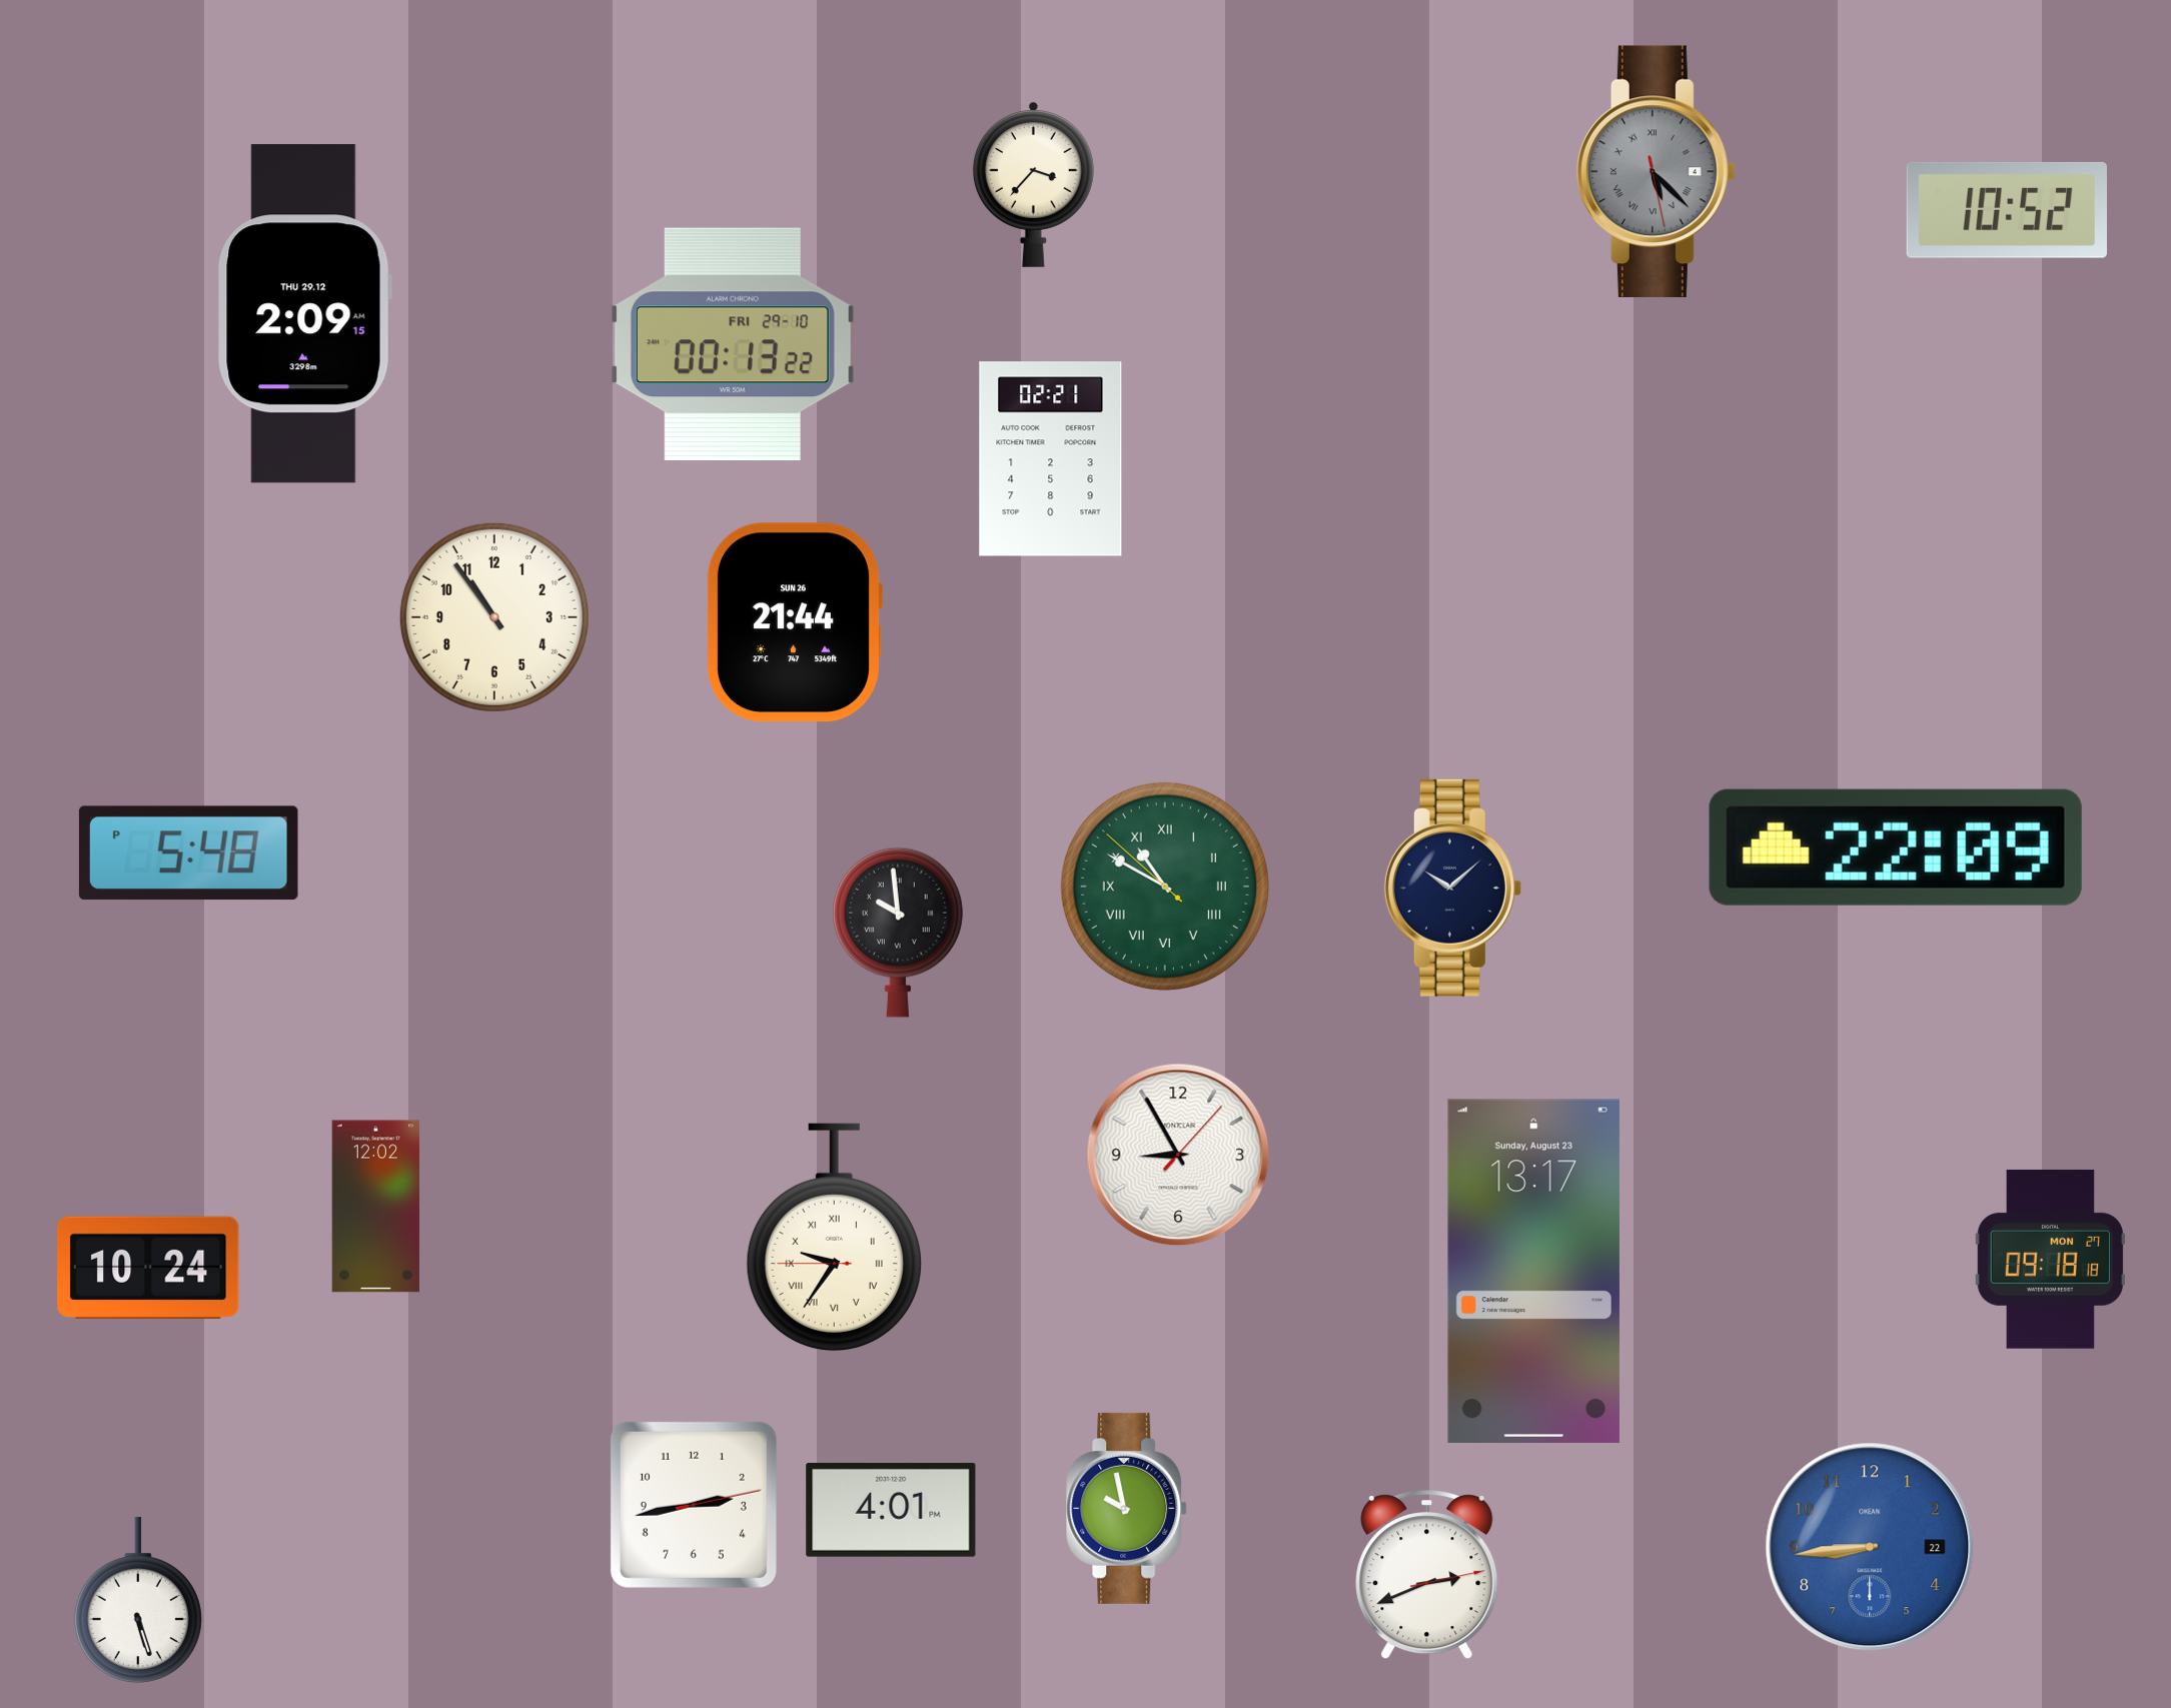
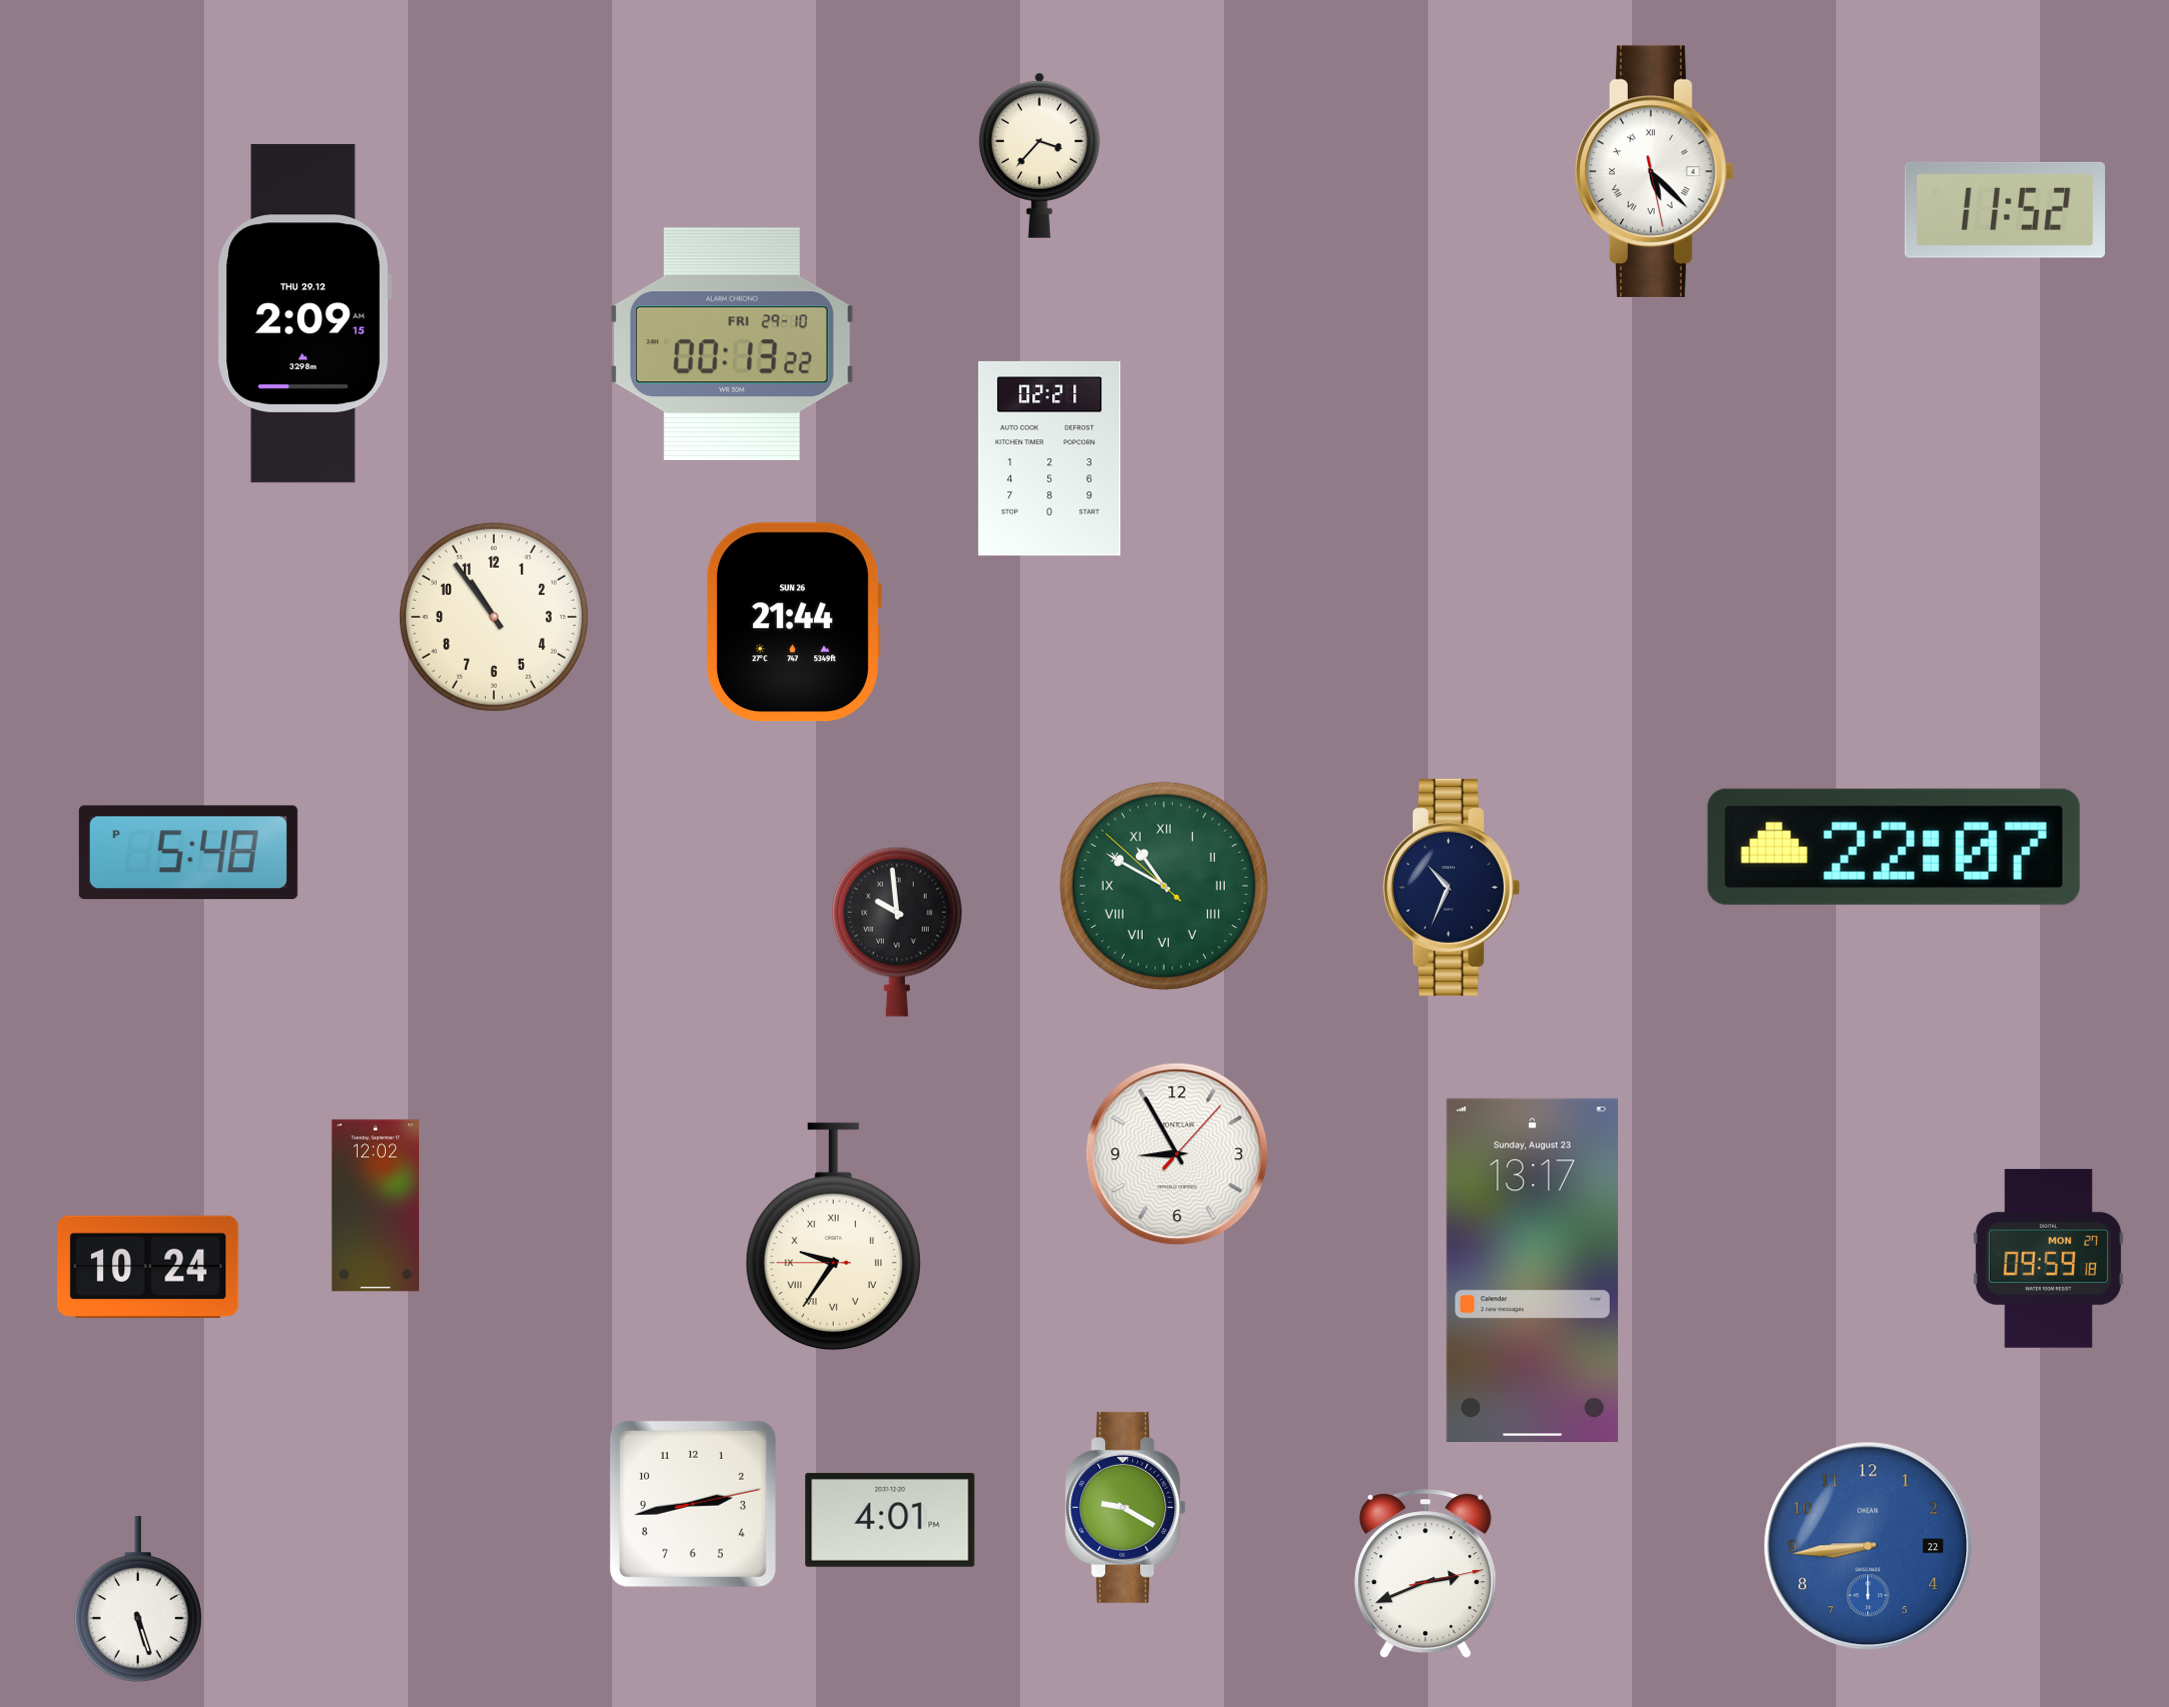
clock at (1656, 172) dial: grey -> white
clock at (1033, 184) position: (1033, 184) -> (1039, 155)
clock at (2007, 210): 10:52 -> 11:52
clock at (1896, 847): 22:09 -> 22:07
clock at (1452, 888): 10:08 -> 10:34
clock at (2050, 1259): 09:18 -> 09:59
clock at (1127, 1508): 9:58 -> 9:20
clock at (891, 1510) position: (891, 1510) -> (890, 1520)
